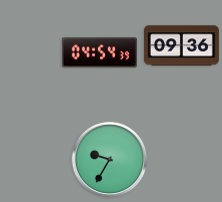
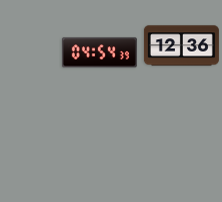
clock at (181, 46): 09:36 -> 12:36
clock at (110, 160): 9:35 -> none
